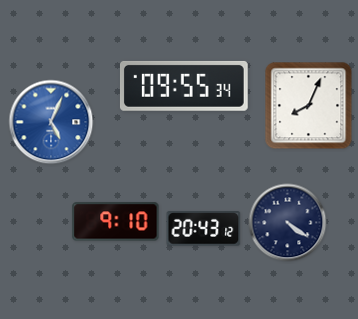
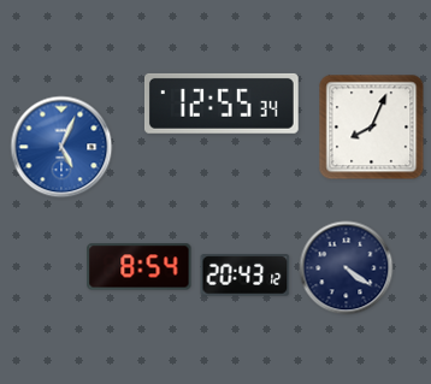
clock at (184, 86): 09:55 -> 12:55
clock at (116, 222): 9:10 -> 8:54
